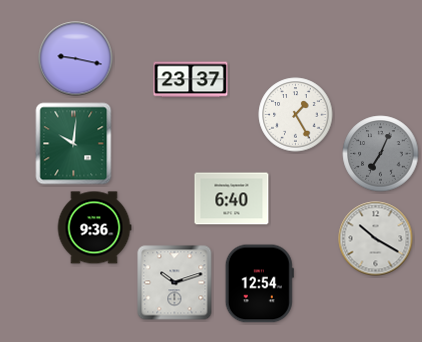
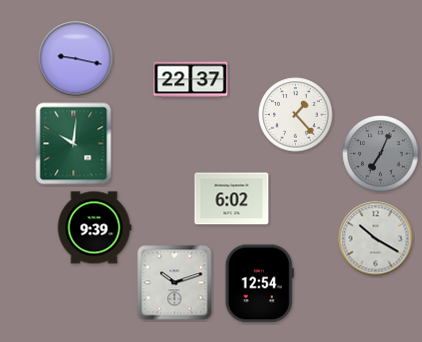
clock at (191, 80): 23:37 -> 22:37
clock at (296, 115): 1:25 -> 1:23
clock at (232, 199): 6:40 -> 6:02
clock at (94, 228): 9:36 -> 9:39
